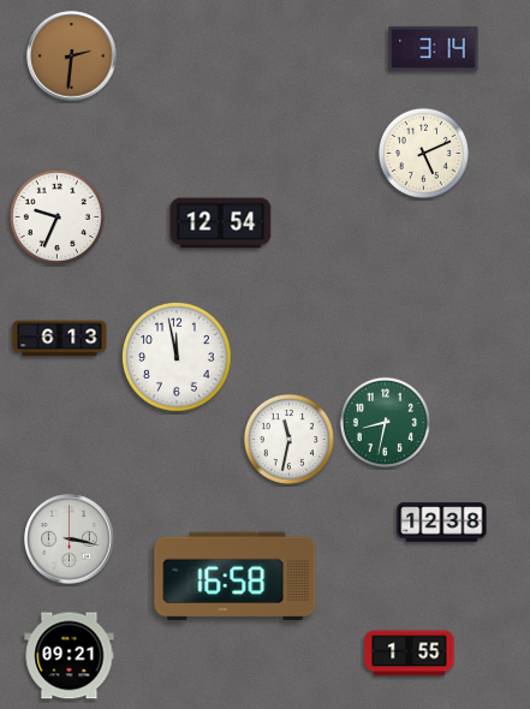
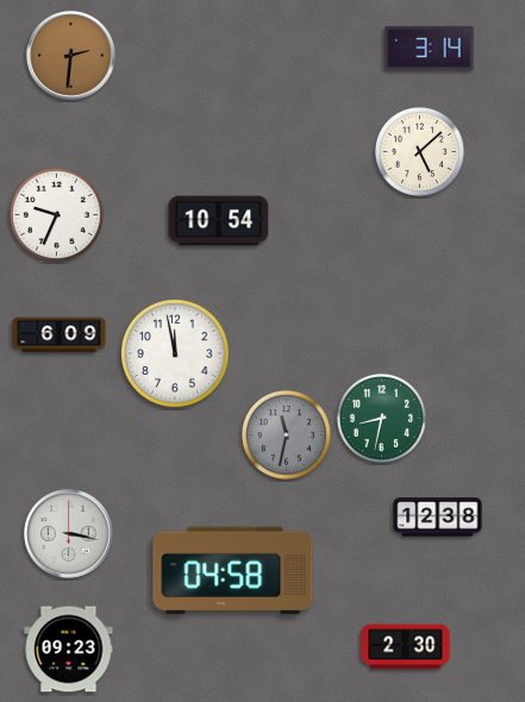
clock at (423, 153): 5:11 -> 5:08
clock at (221, 224): 12:54 -> 10:54
clock at (60, 339): 6:13 -> 6:09
clock at (288, 439) dial: white -> grey
clock at (236, 577): 16:58 -> 04:58
clock at (410, 654): 1:55 -> 2:30
clock at (70, 656): 09:21 -> 09:23
